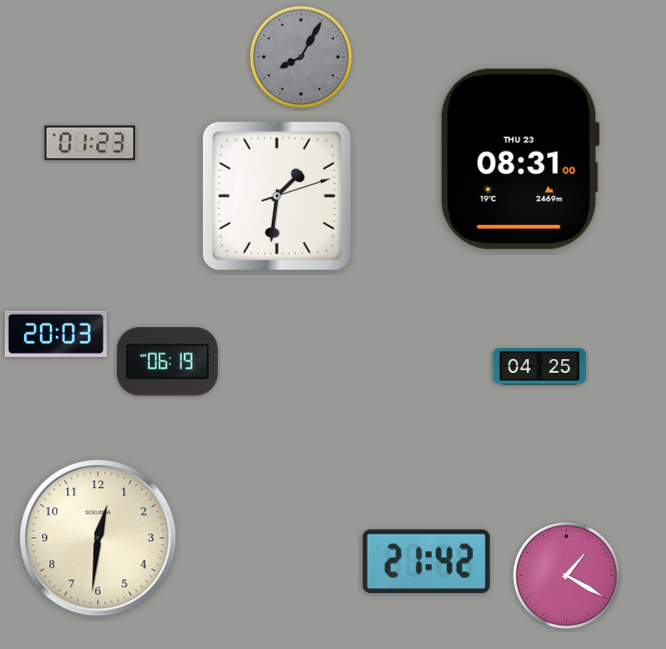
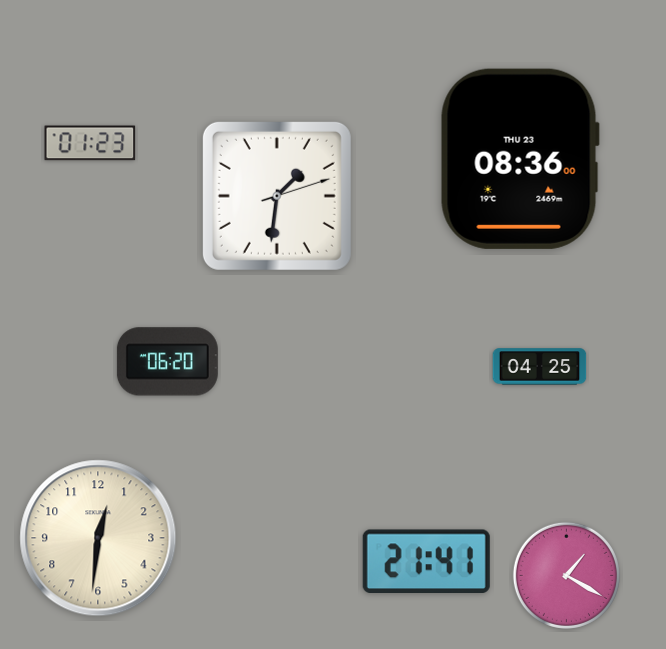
clock at (301, 57): 8:05 -> none
clock at (520, 159): 08:31 -> 08:36
clock at (56, 334): 20:03 -> none
clock at (167, 362): 06:19 -> 06:20
clock at (426, 561): 21:42 -> 21:41
